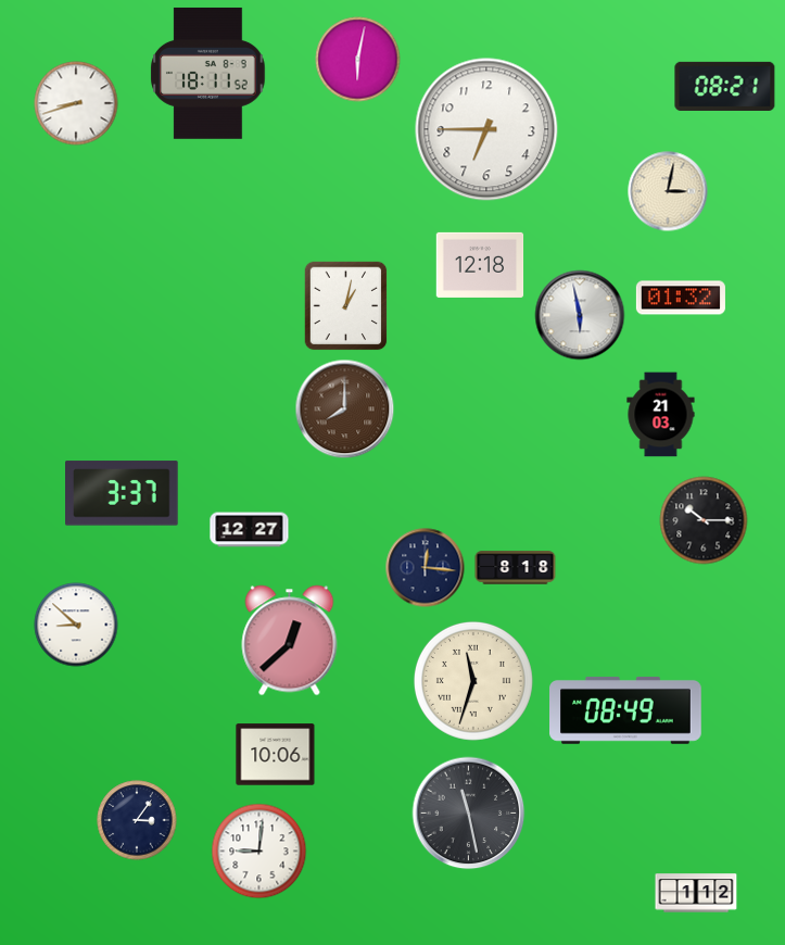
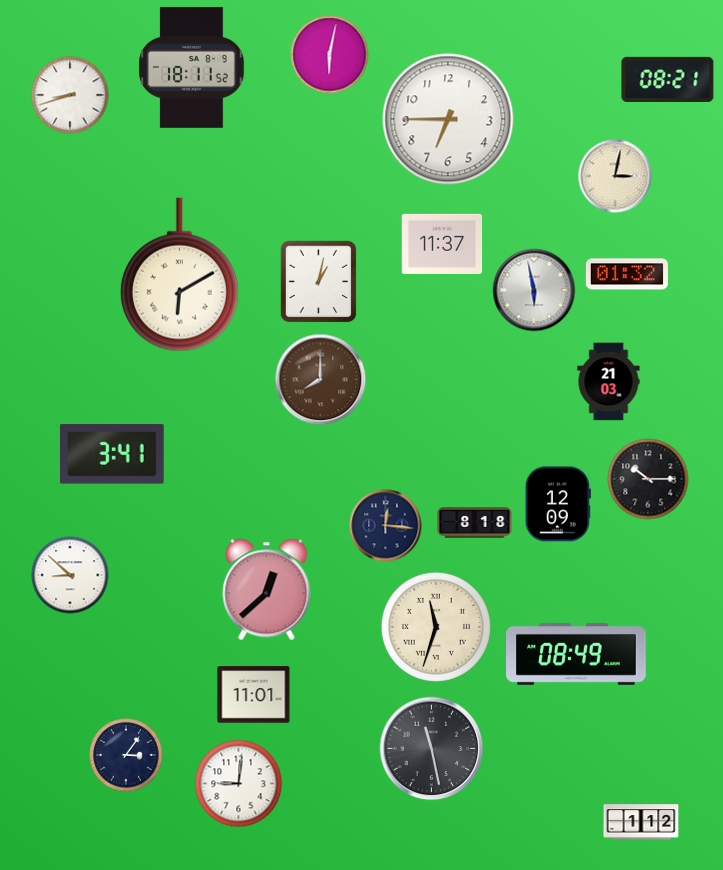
clock at (480, 265): 12:18 -> 11:37
clock at (179, 275): none -> 6:10
clock at (345, 409) position: (345, 409) -> (321, 380)
clock at (123, 493): 3:37 -> 3:41
clock at (250, 530): 12:27 -> none
clock at (558, 504): none -> 12:09
clock at (426, 568) position: (426, 568) -> (386, 526)
clock at (276, 755): 10:06 -> 11:01
